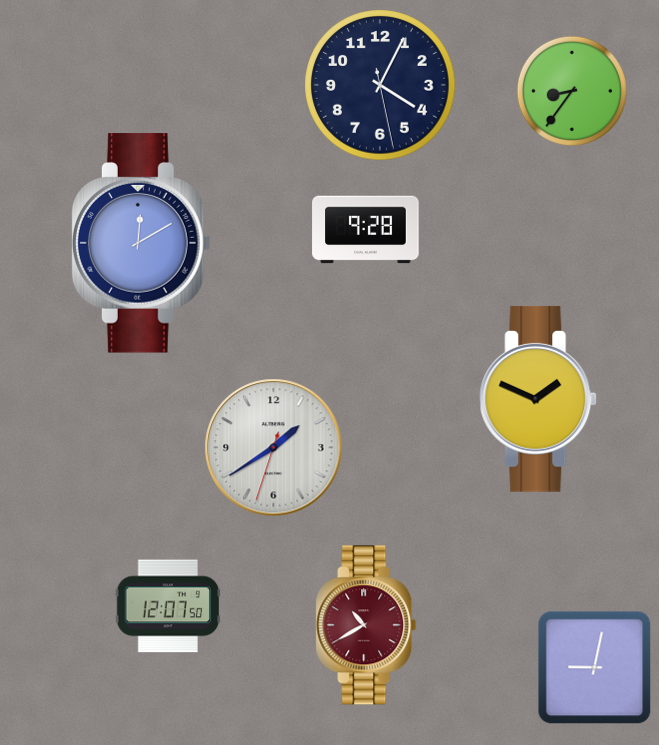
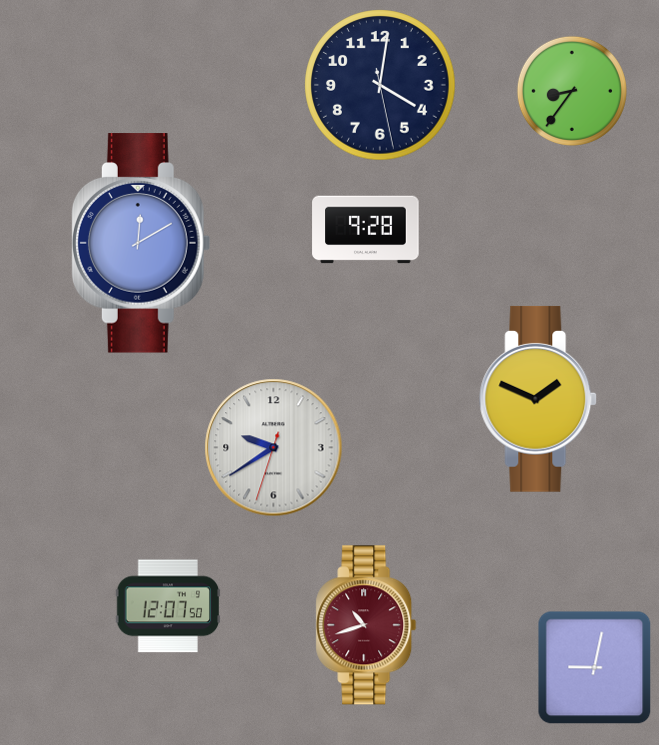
clock at (380, 85): 4:04 -> 4:01
clock at (274, 448): 1:39 -> 9:39
clock at (366, 625): 10:40 -> 10:42
